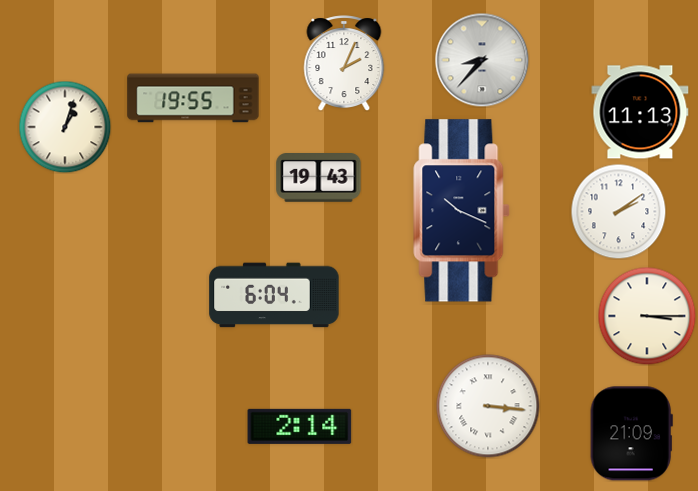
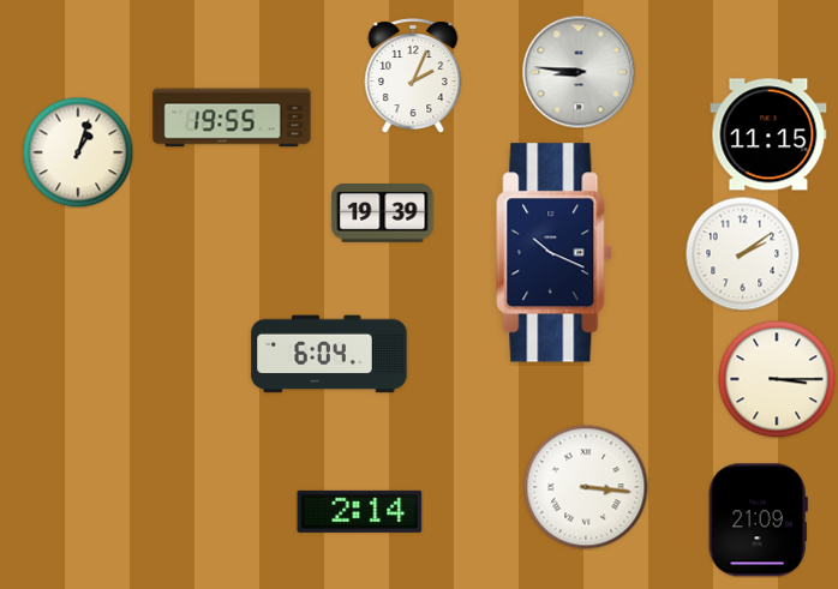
clock at (482, 60): 8:37 -> 8:46
clock at (640, 112): 11:13 -> 11:15
clock at (319, 178): 19:43 -> 19:39
